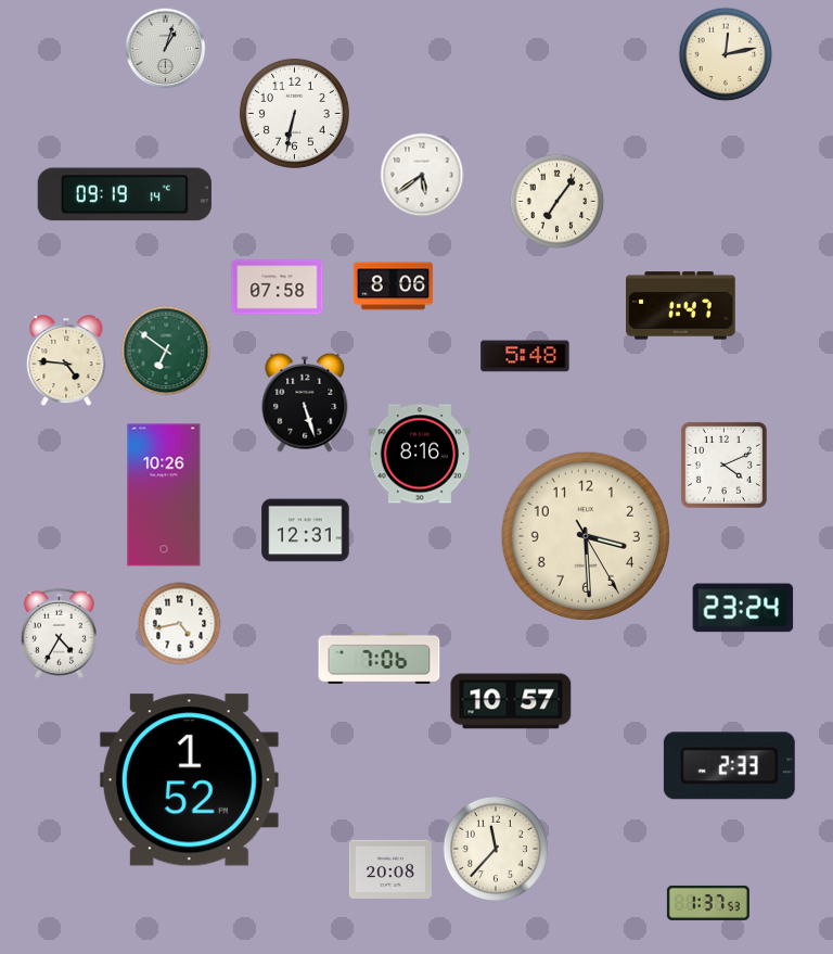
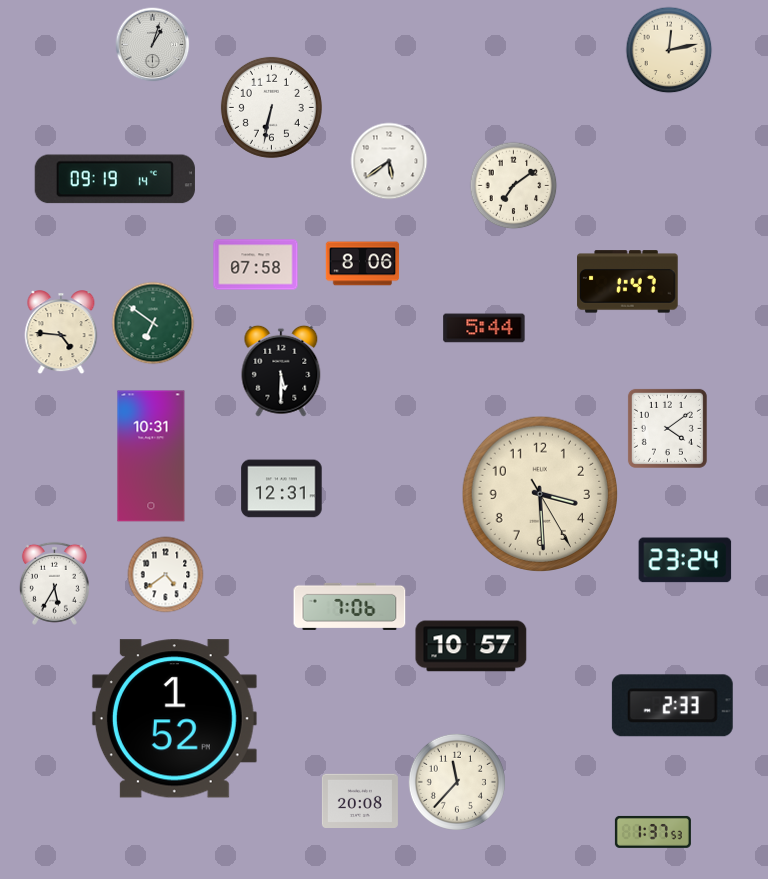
clock at (294, 113) position: (294, 113) -> (271, 107)
clock at (558, 202): 7:06 -> 7:09
clock at (525, 356): 5:48 -> 5:44
clock at (305, 403): 5:27 -> 5:30
clock at (420, 454): 8:16 -> none
clock at (723, 465): 4:11 -> 4:09
clock at (164, 495): 10:26 -> 10:31
clock at (180, 624): 4:43 -> 4:39
clock at (59, 633): 4:35 -> 5:35
